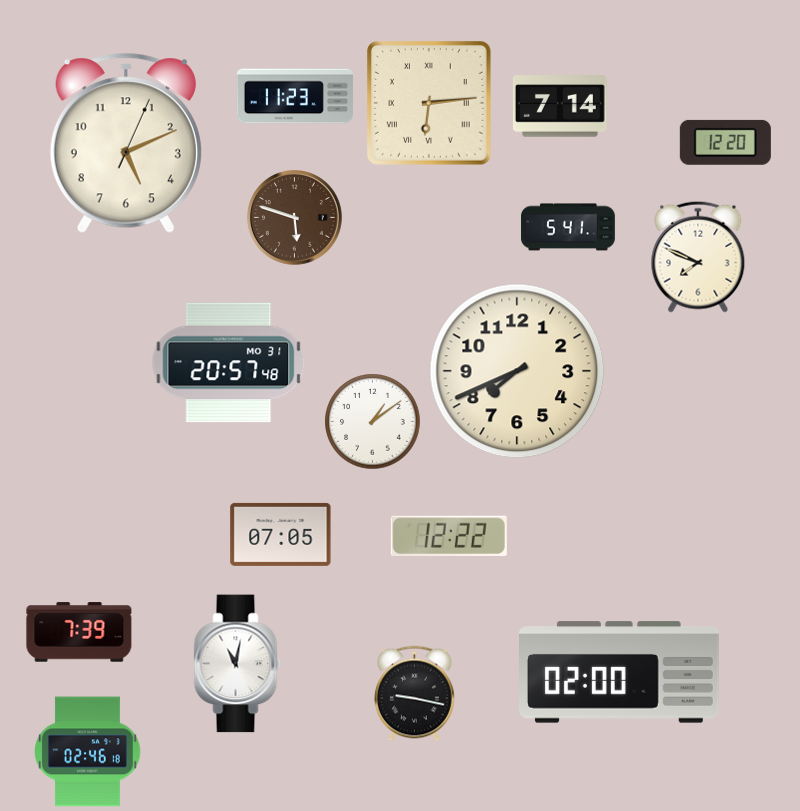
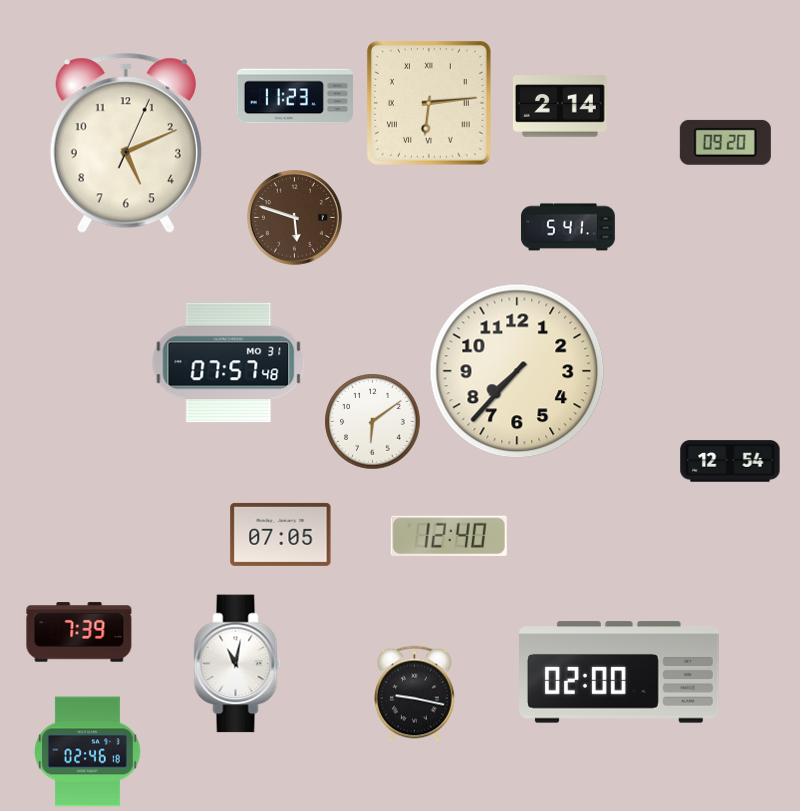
clock at (560, 106): 7:14 -> 2:14
clock at (725, 142): 12:20 -> 09:20
clock at (698, 257): 7:49 -> none
clock at (229, 363): 20:57 -> 07:57
clock at (517, 371): 7:41 -> 7:37
clock at (373, 422): 1:09 -> 6:09
clock at (730, 461): none -> 12:54
clock at (449, 535): 12:22 -> 12:40
